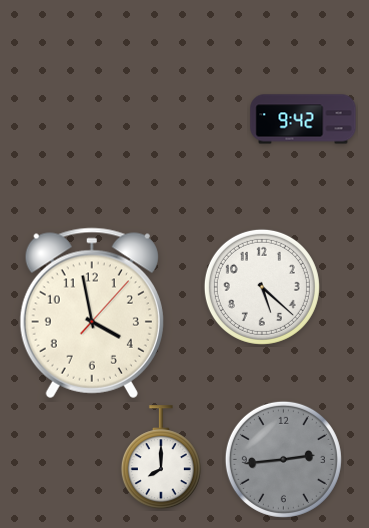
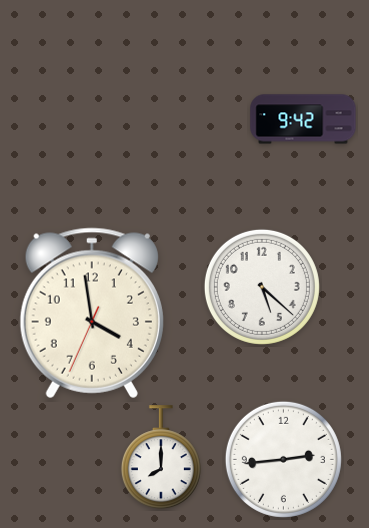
clock at (92, 313): 3:58:07 -> 3:58:34
clock at (283, 459) dial: grey -> white
